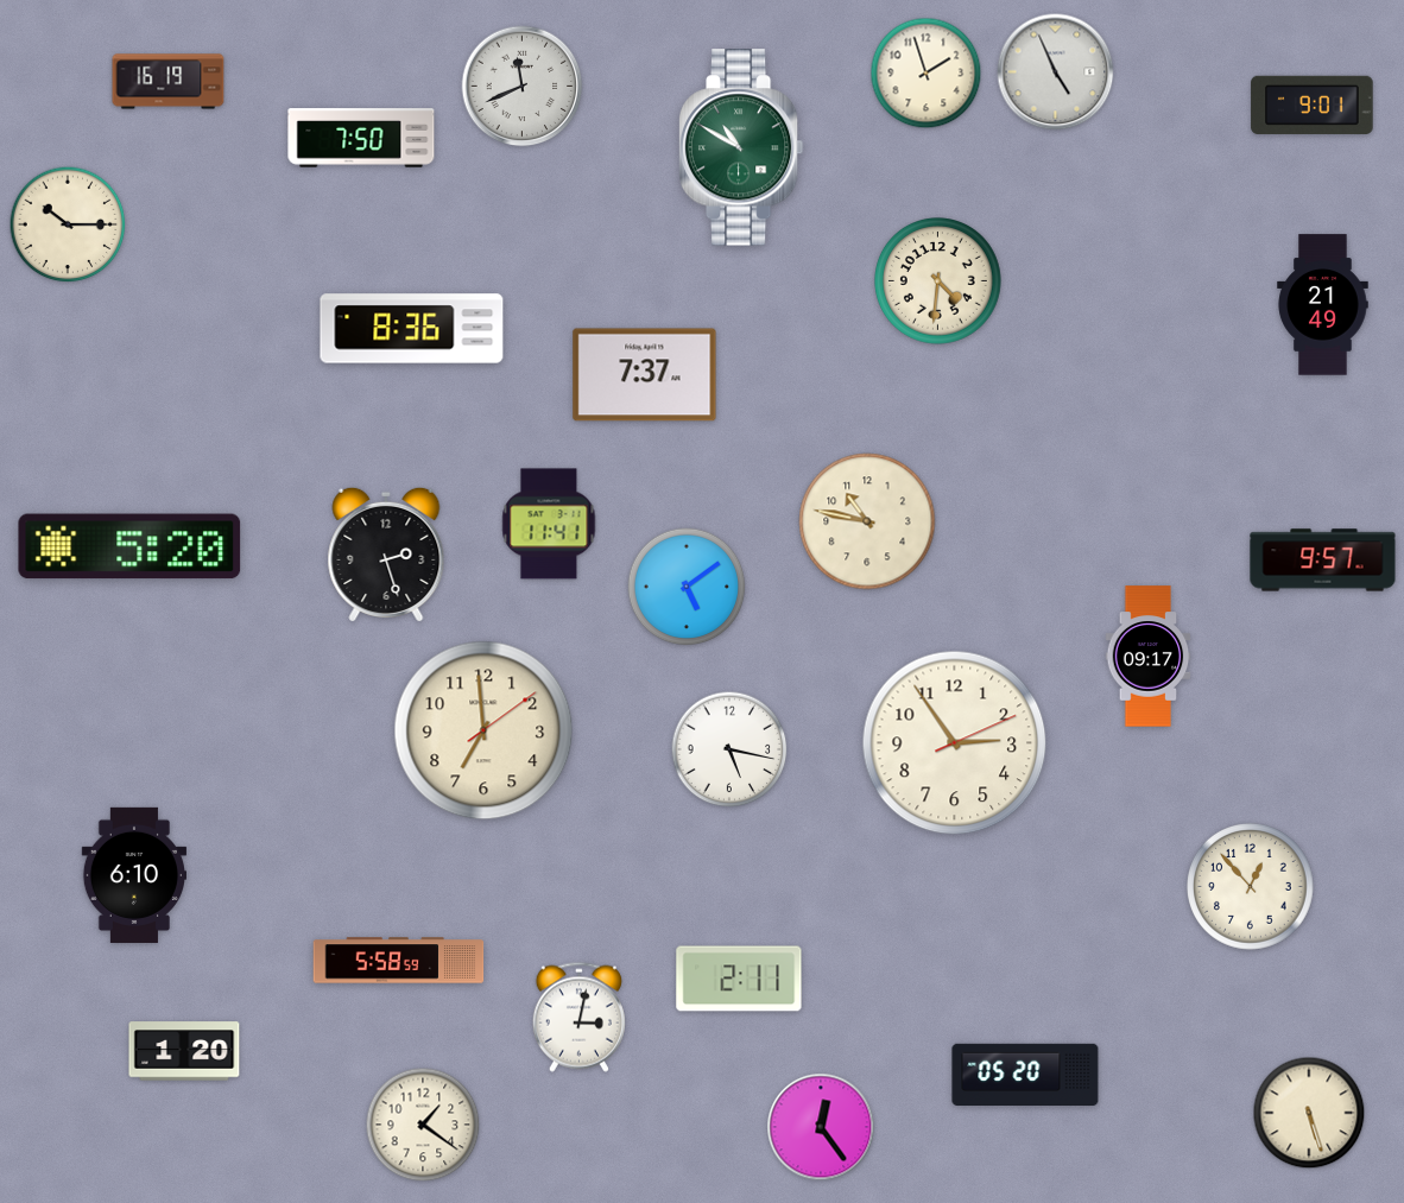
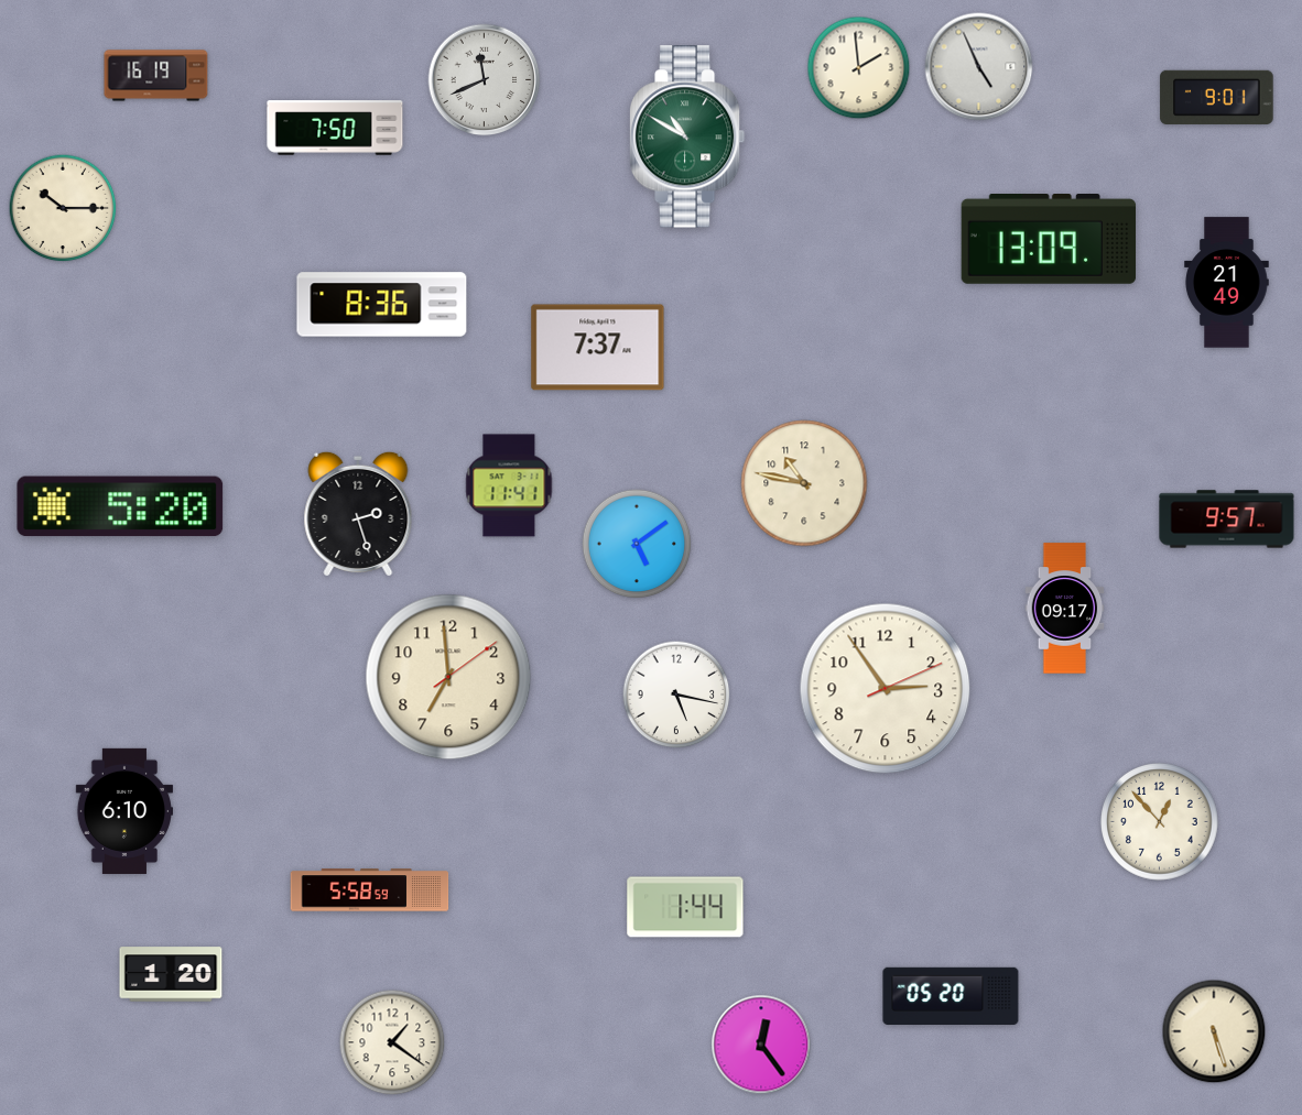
clock at (926, 74): 1:57 -> 1:59
clock at (1049, 239): none -> 13:09
clock at (938, 281): 4:31 -> none
clock at (739, 979): 2:11 -> 1:44
clock at (578, 1017): 3:02 -> none
